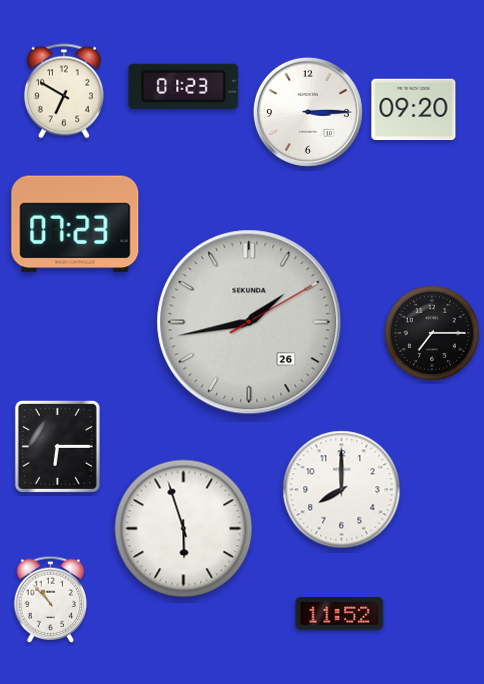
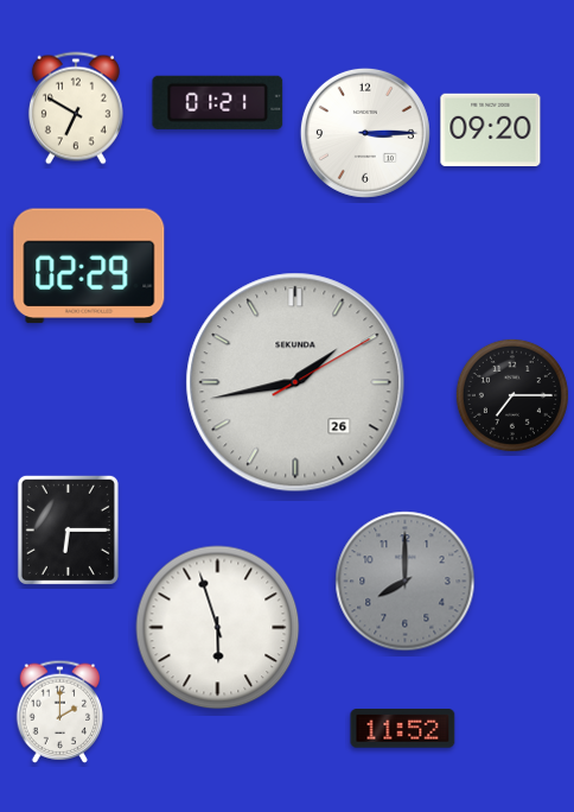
clock at (184, 86): 01:23 -> 01:21
clock at (75, 224): 07:23 -> 02:29
clock at (342, 490) dial: white -> grey
clock at (51, 599): 10:53 -> 2:00
